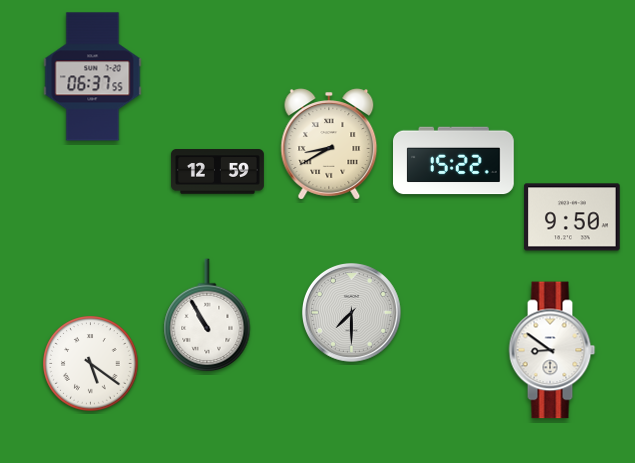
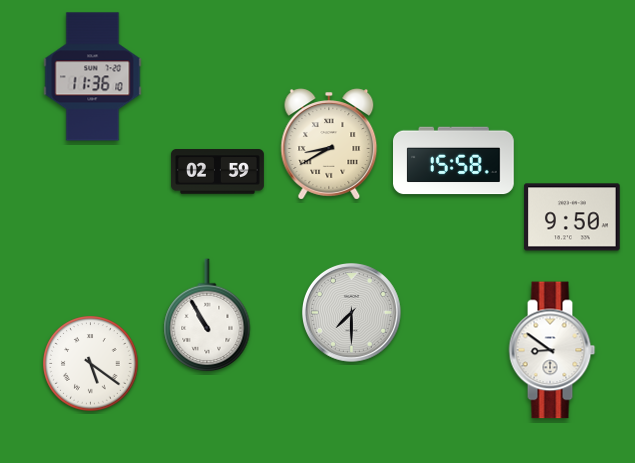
clock at (93, 77): 06:37 -> 11:36
clock at (454, 161): 15:22 -> 15:58
clock at (217, 172): 12:59 -> 02:59
